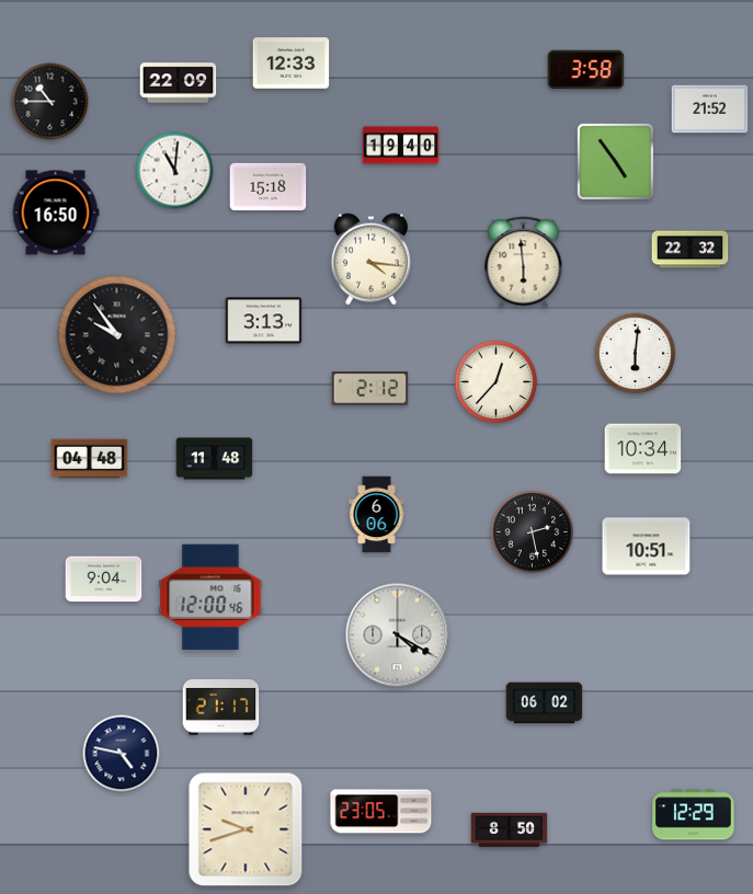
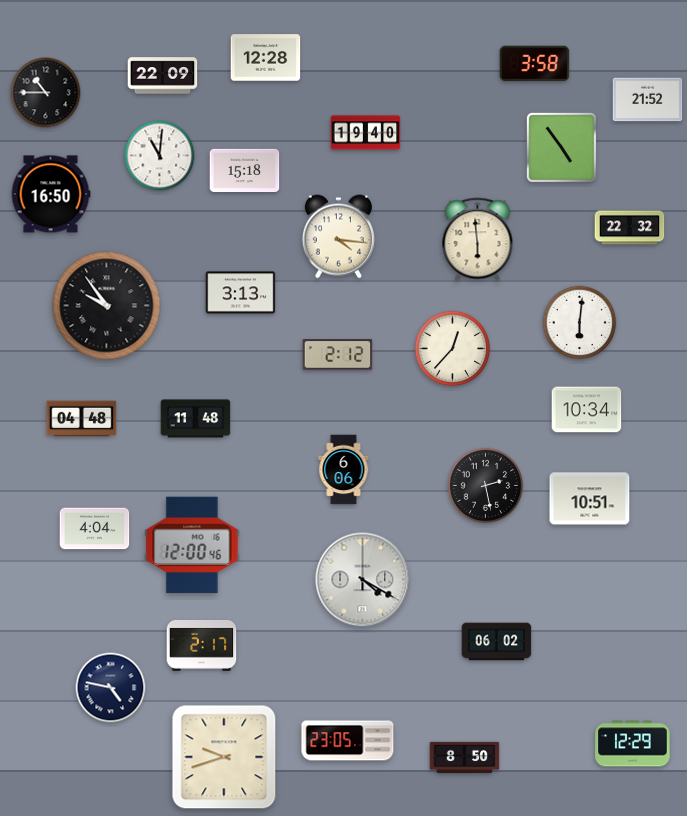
clock at (292, 64): 12:33 -> 12:28
clock at (104, 580): 9:04 -> 4:04
clock at (221, 707): 21:17 -> 2:17
